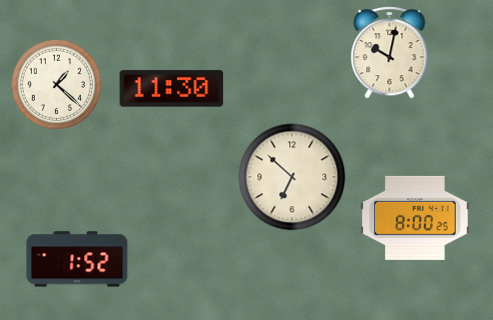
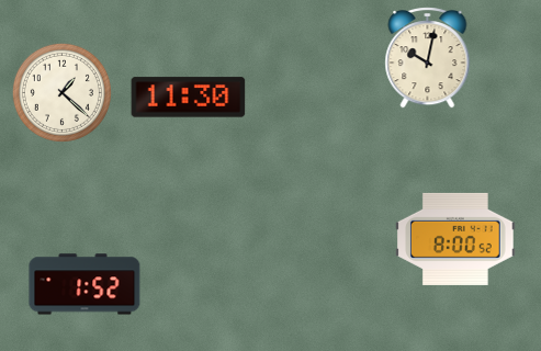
clock at (292, 177): 6:52 -> none
clock at (415, 218): 8:00:25 -> 8:00:52
